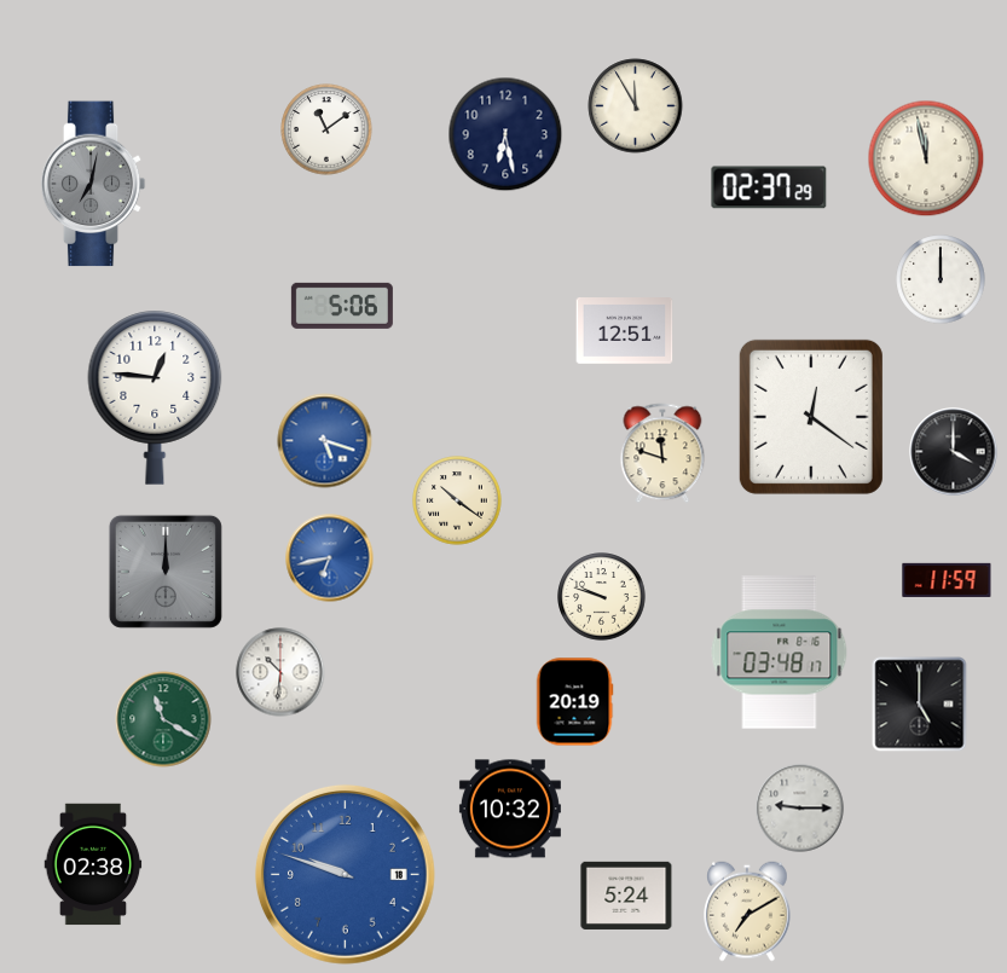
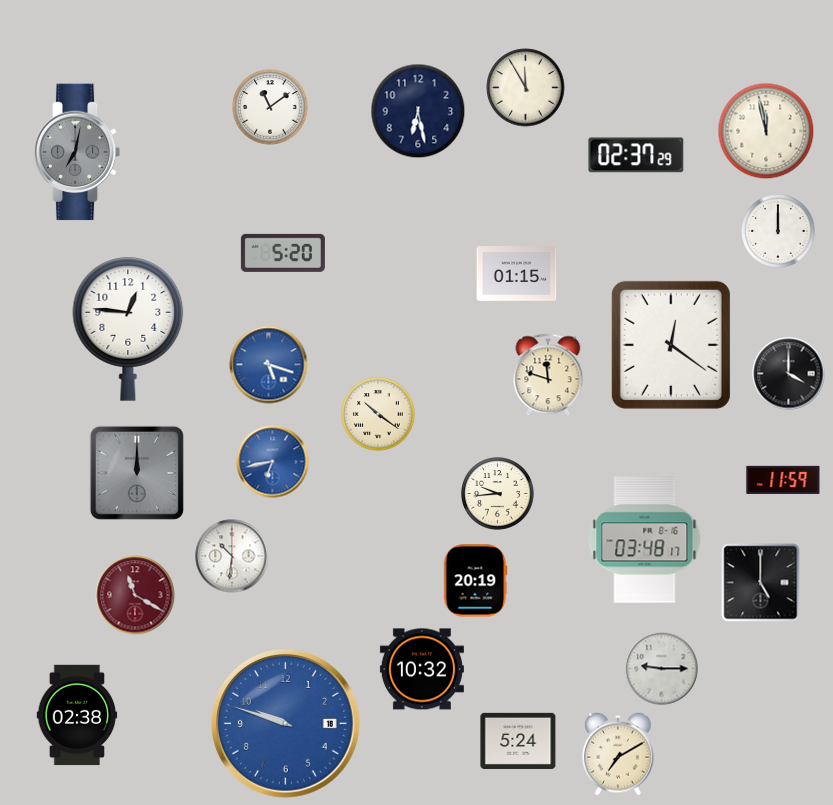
clock at (342, 306): 5:06 -> 5:20
clock at (625, 331): 12:51 -> 01:15
clock at (602, 597): 9:48 -> 9:44
clock at (163, 719) dial: green -> burgundy
